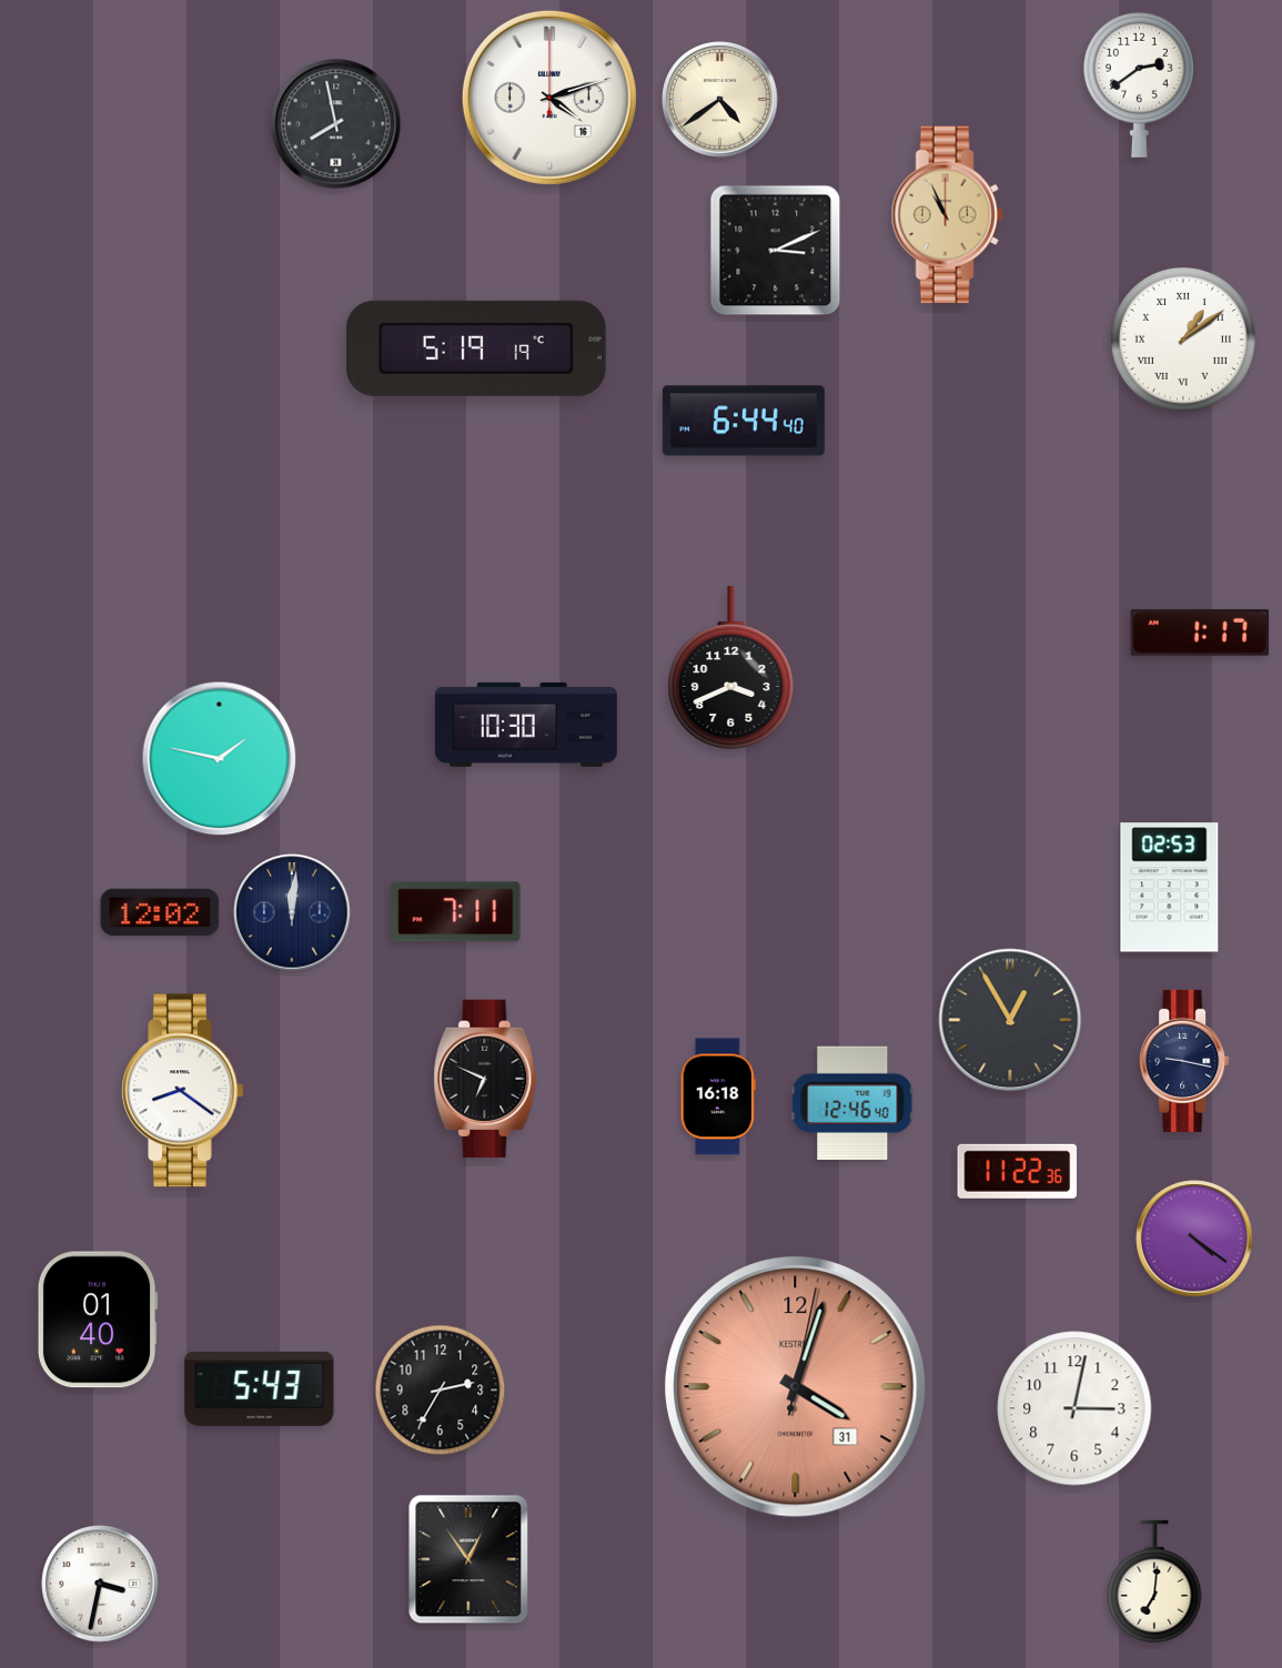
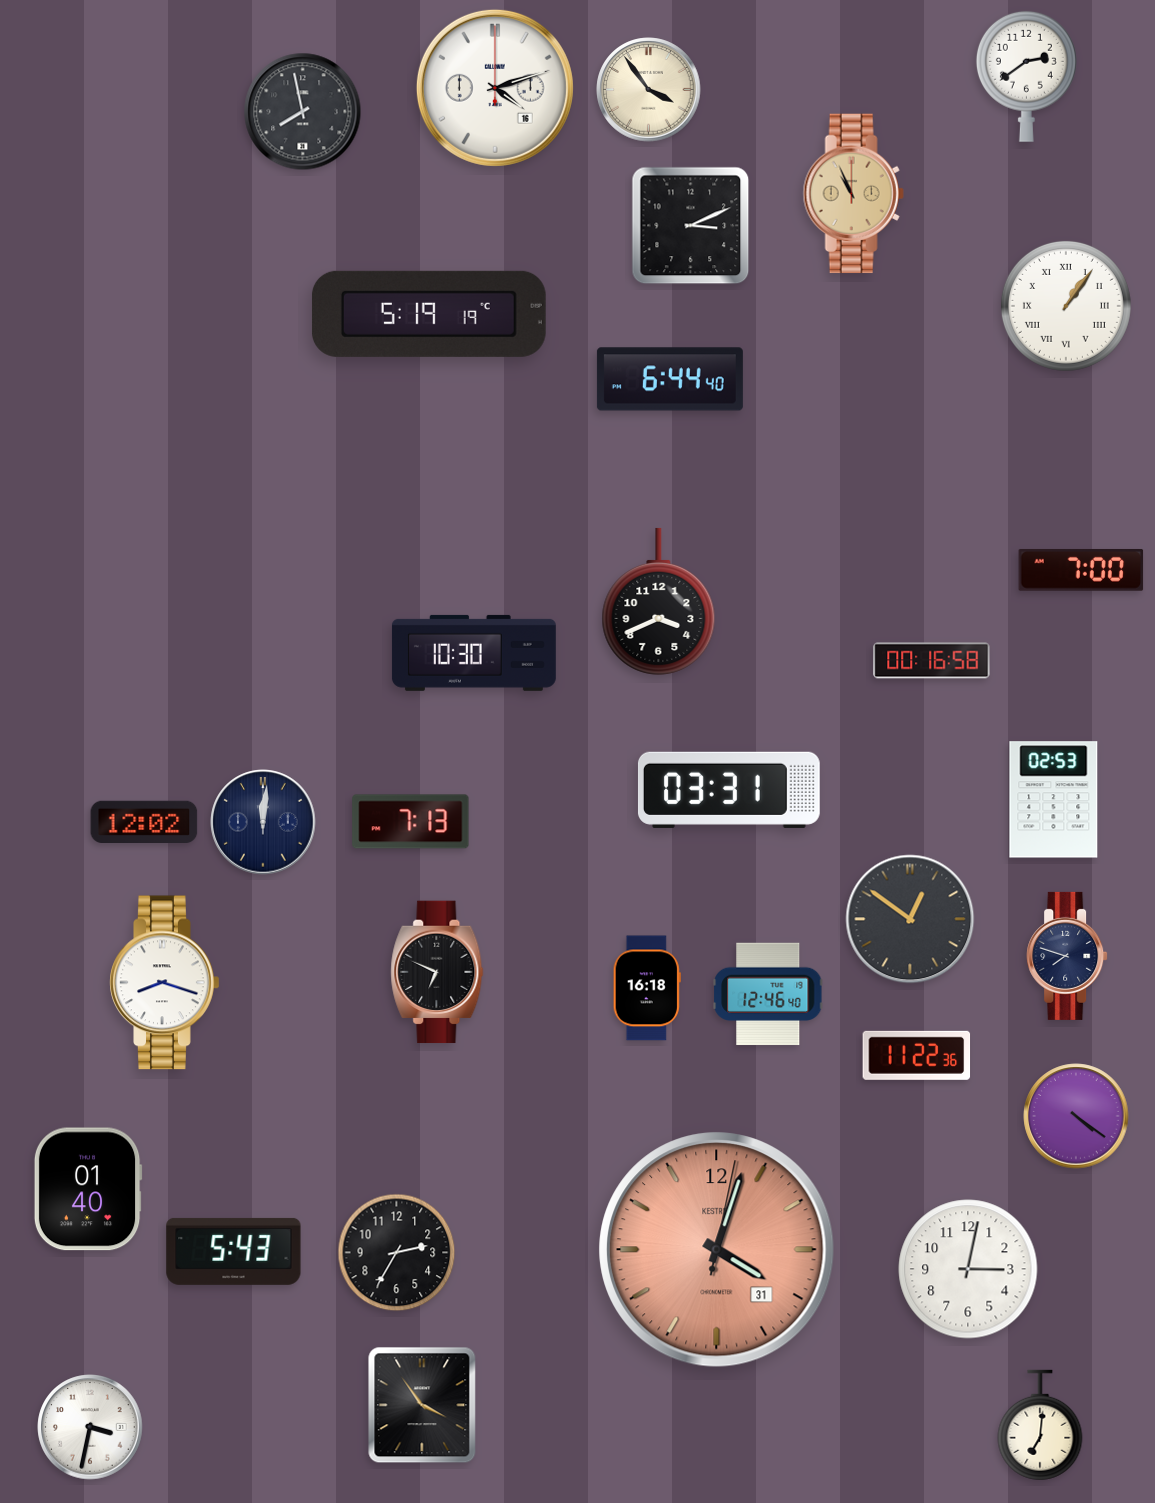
clock at (720, 100): 4:39 -> 3:54
clock at (776, 251) position: (776, 251) -> (691, 226)
clock at (1183, 340): 1:09 -> 1:06
clock at (1200, 633): 1:17 -> 7:00
clock at (932, 661): none -> 00:16
clock at (220, 759): 1:47 -> none
clock at (729, 790): none -> 03:31
clock at (456, 912): 7:11 -> 7:13
clock at (1010, 1020): 12:55 -> 12:51
clock at (1184, 1061): 9:17 -> 7:48
clock at (183, 1091): 8:21 -> 8:18
clock at (468, 1559): 12:54 -> 3:54
